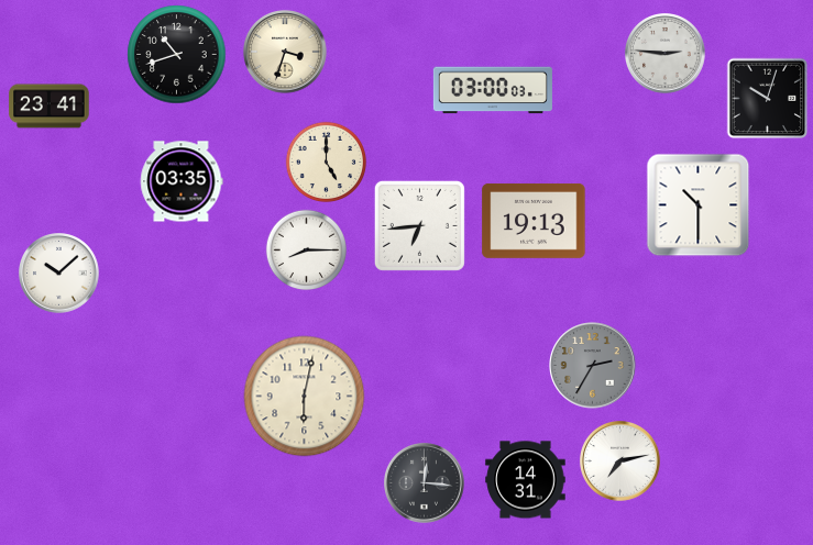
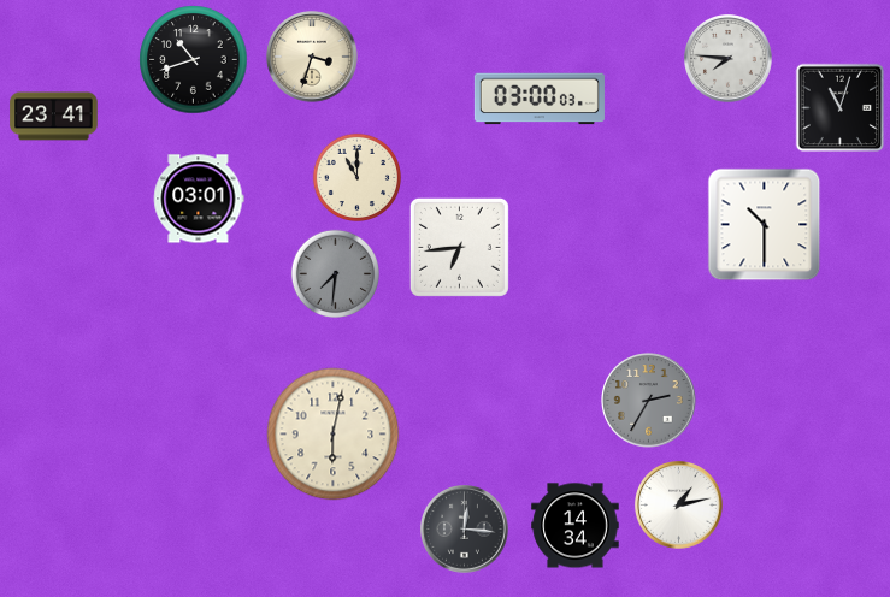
clock at (666, 54): 2:46 -> 7:46
clock at (768, 99): 10:03 -> 11:03
clock at (326, 162): 5:00 -> 11:00
clock at (182, 181): 03:35 -> 03:01
clock at (534, 221): 19:13 -> none
clock at (306, 249): 8:15 -> 7:31
clock at (306, 249) dial: white -> grey
clock at (59, 274): 10:08 -> none
clock at (620, 461): 7:13 -> 1:13
clock at (526, 480): 14:31 -> 14:34
